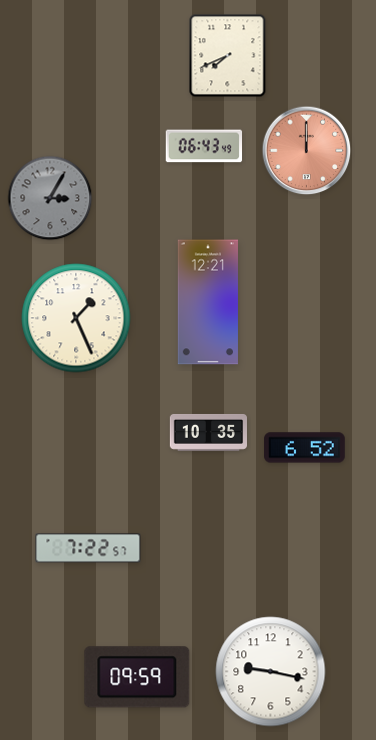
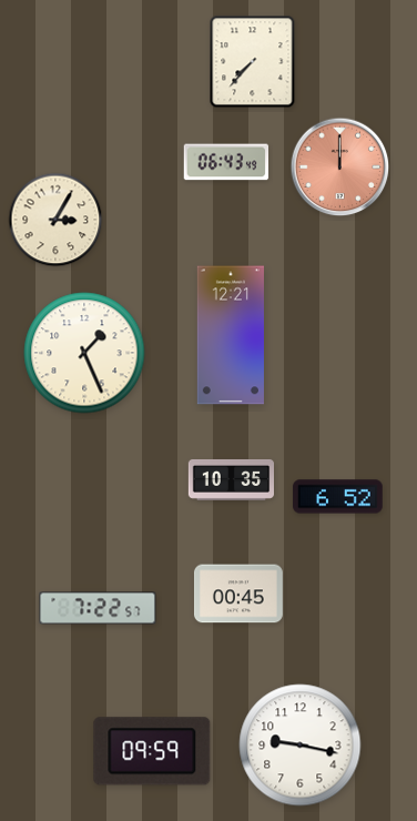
clock at (228, 56): 7:41 -> 7:37
clock at (50, 198) dial: grey -> cream
clock at (238, 594): none -> 00:45
